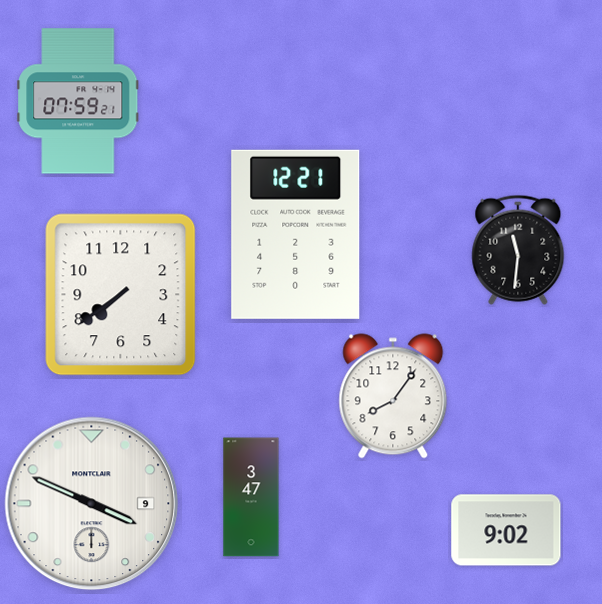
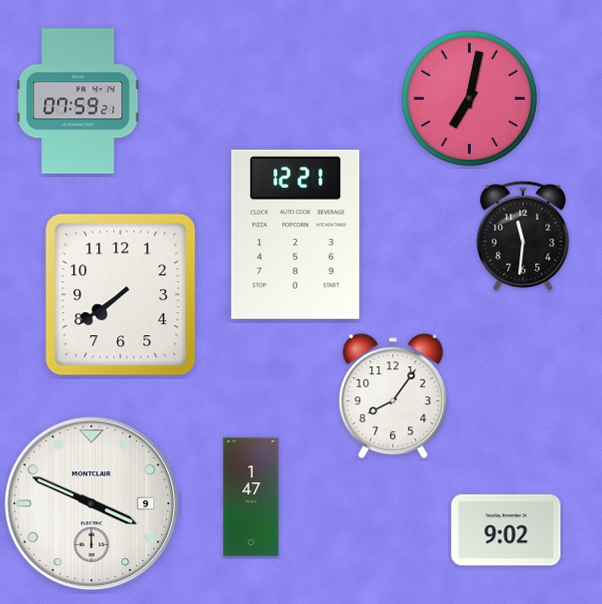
clock at (469, 98): none -> 7:02
clock at (518, 250) position: (518, 250) -> (523, 236)
clock at (251, 497): 3:47 -> 1:47
